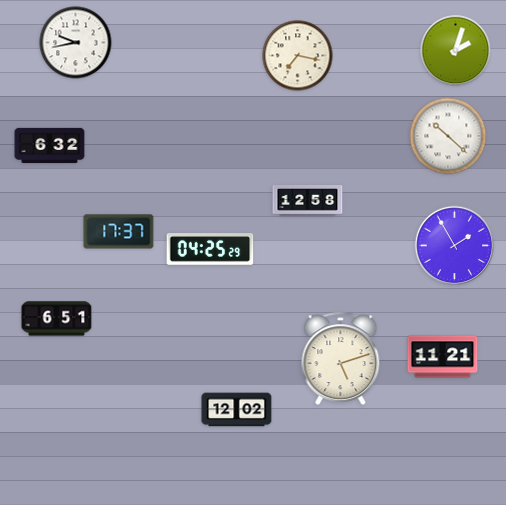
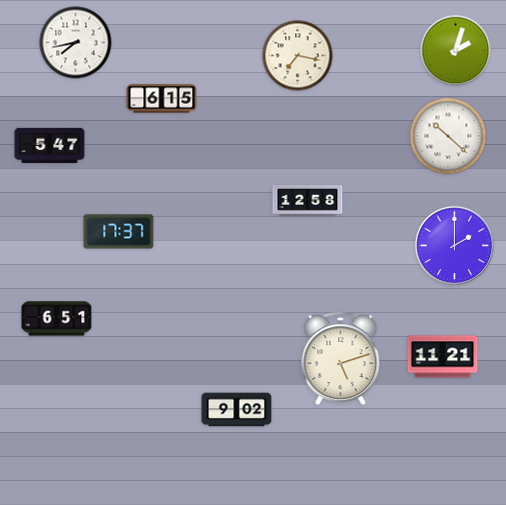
clock at (76, 43): 9:43 -> 7:43
clock at (162, 99): none -> 6:15
clock at (50, 146): 6:32 -> 5:47
clock at (455, 246): 1:55 -> 2:00
clock at (210, 249): 04:25 -> none
clock at (237, 410): 12:02 -> 9:02
